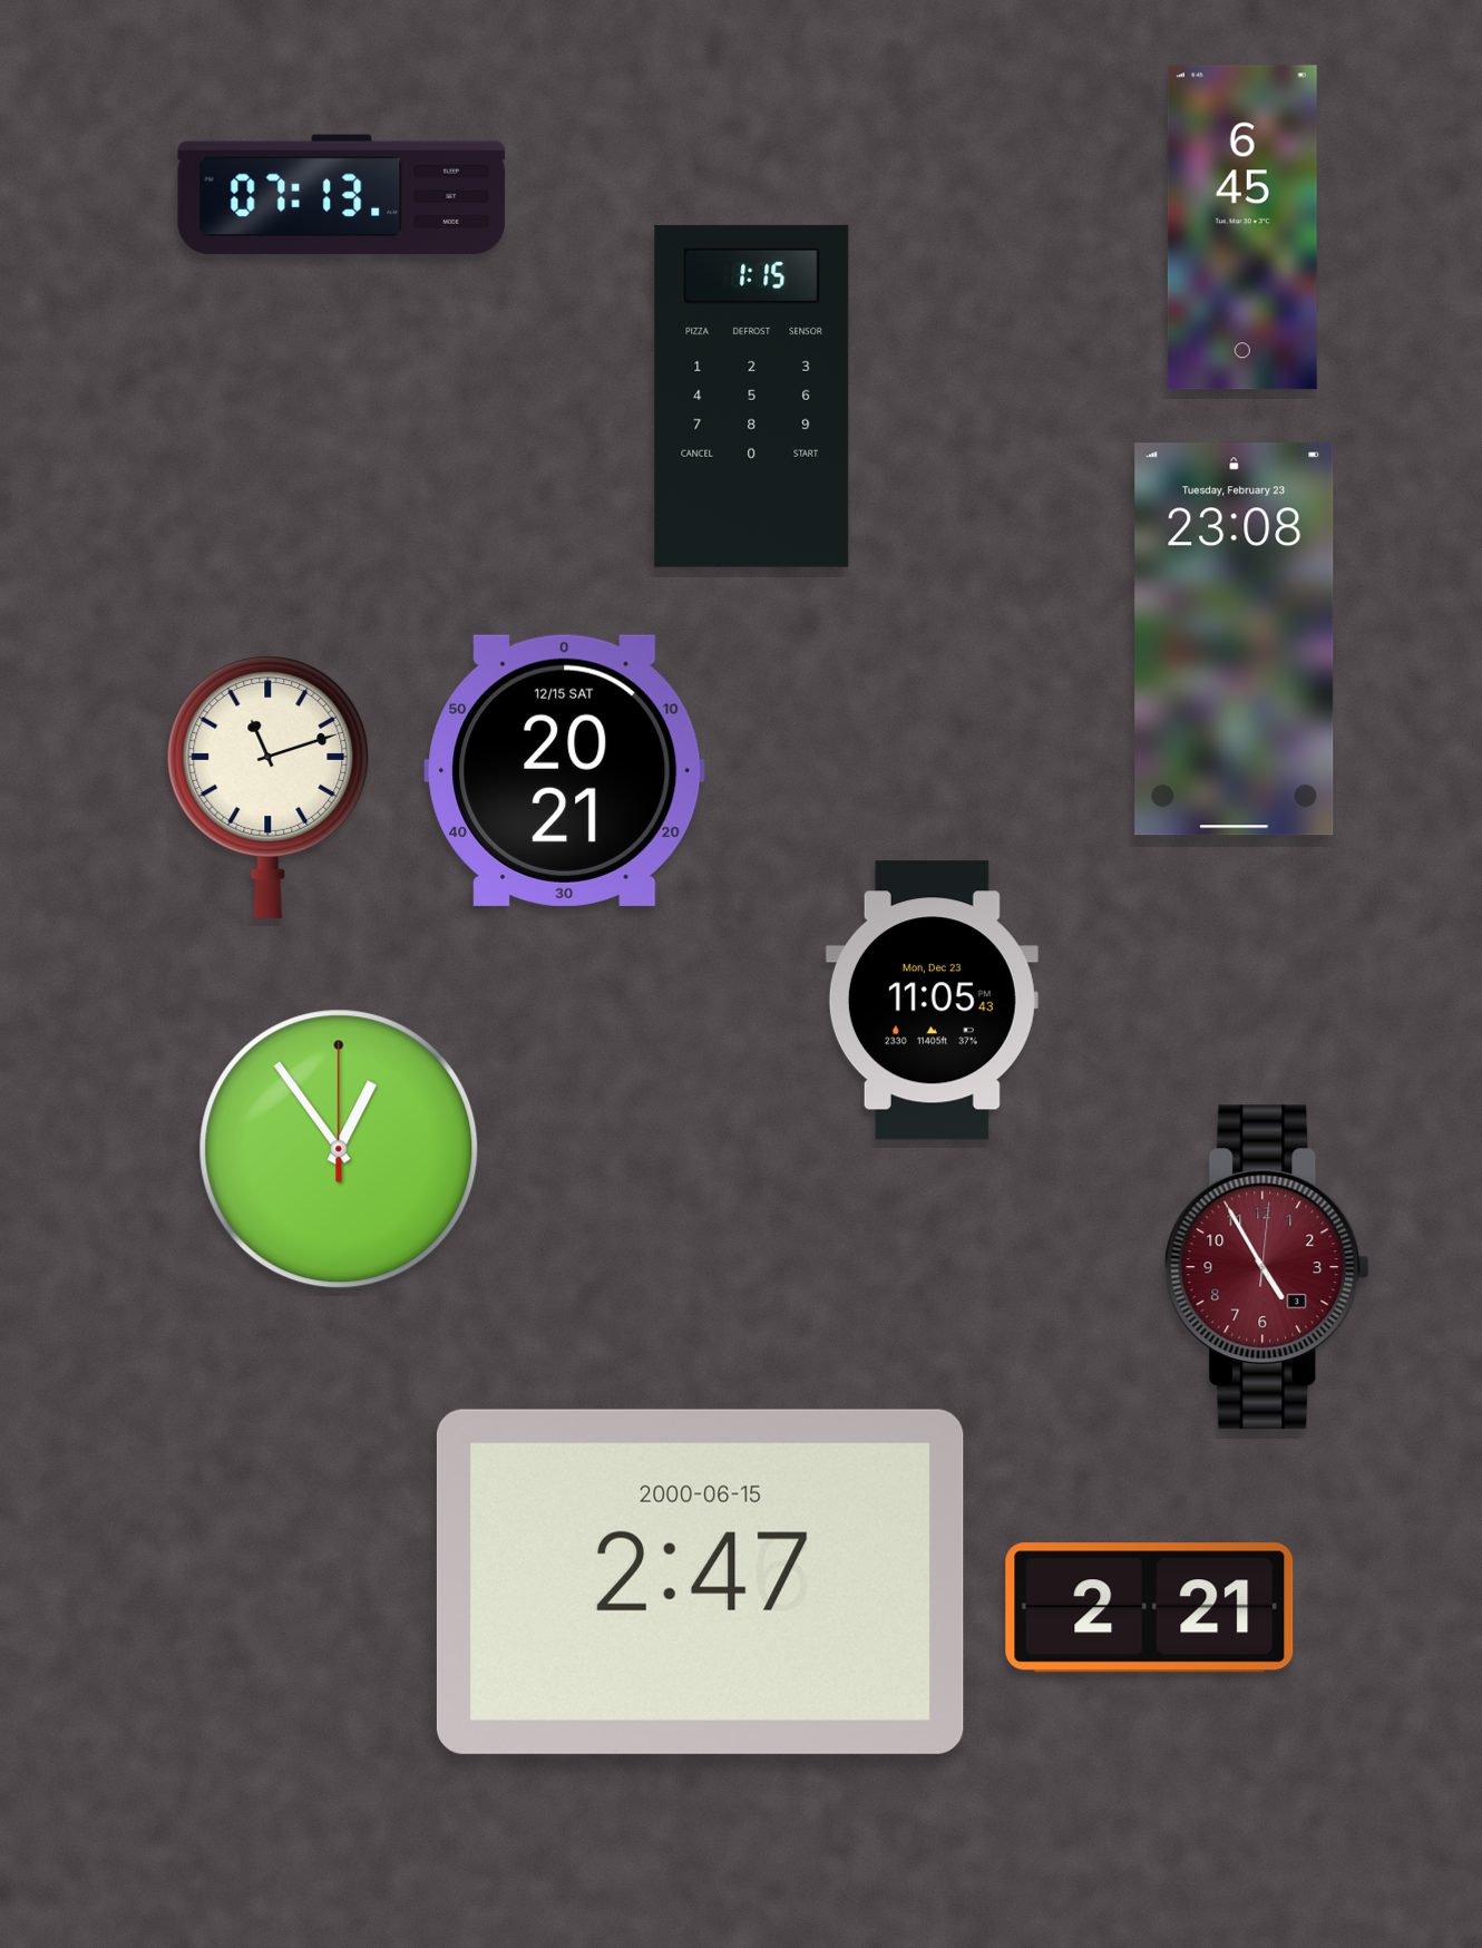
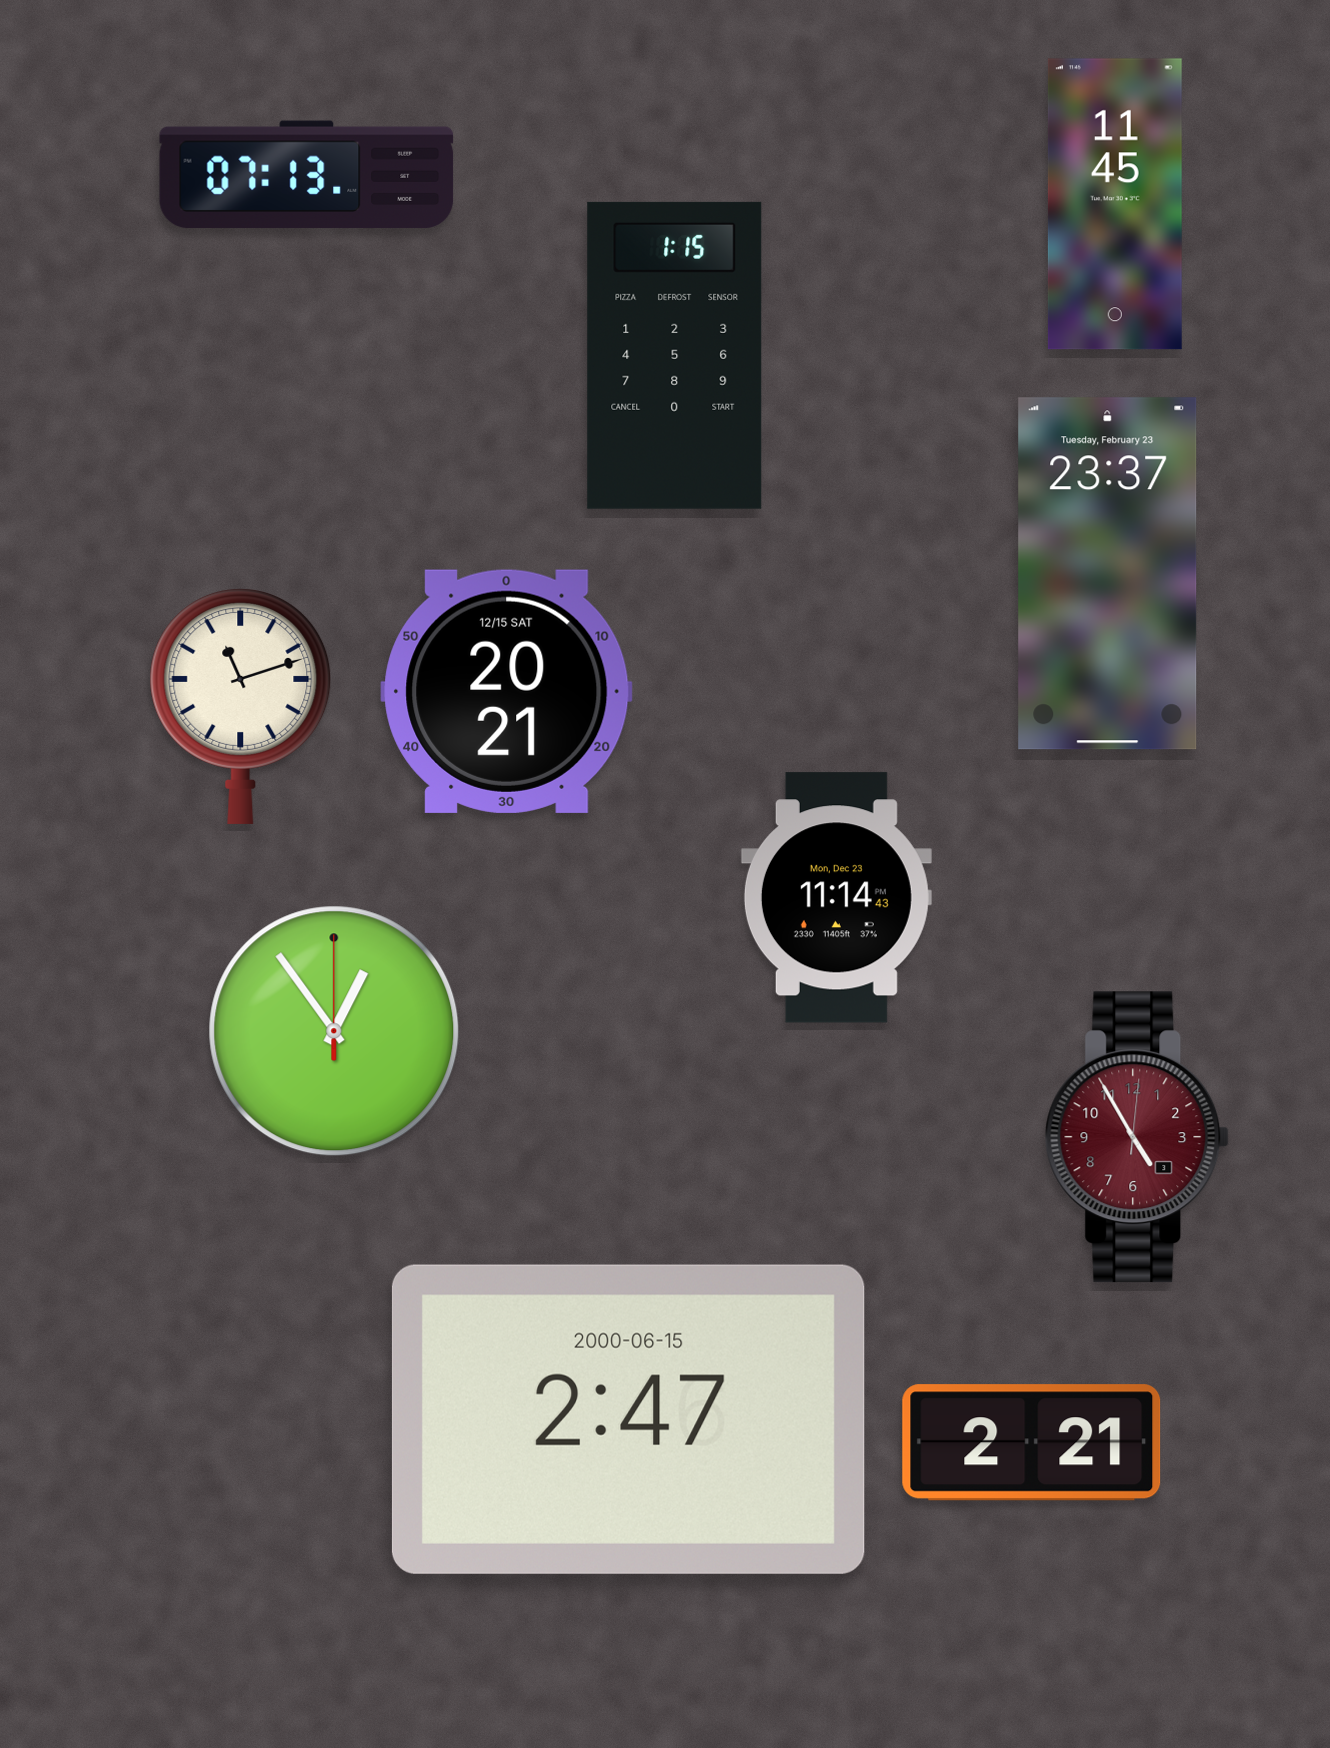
clock at (1242, 227): 6:45 -> 11:45
clock at (1235, 640): 23:08 -> 23:37
clock at (932, 1001): 11:05 -> 11:14
clock at (339, 1149) position: (339, 1149) -> (334, 1031)
